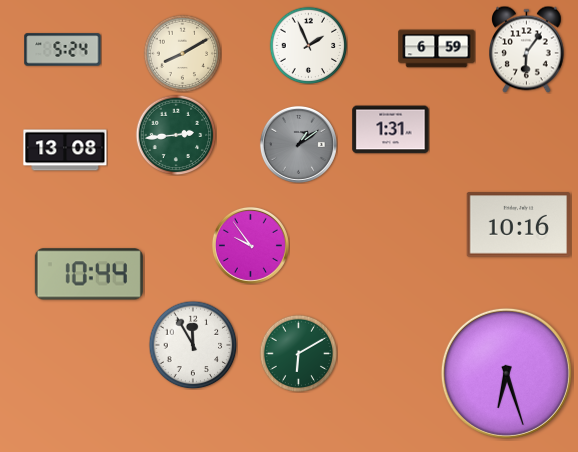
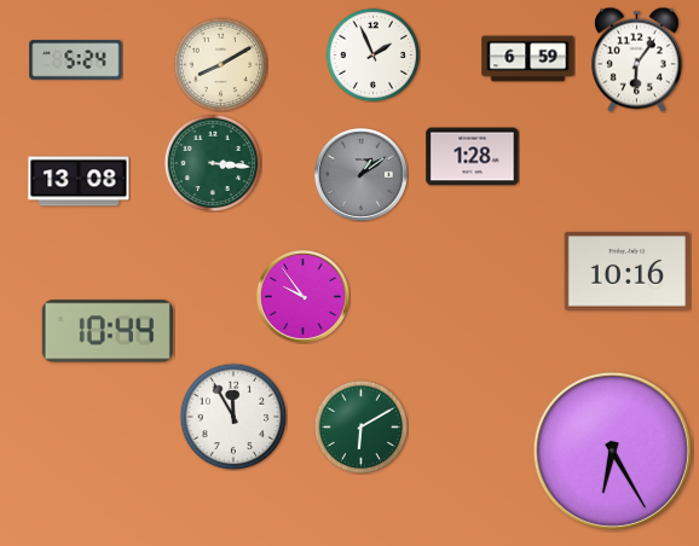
clock at (391, 130): 1:31 -> 1:28
clock at (176, 135): 2:44 -> 3:16
clock at (506, 373): 6:27 -> 6:25
